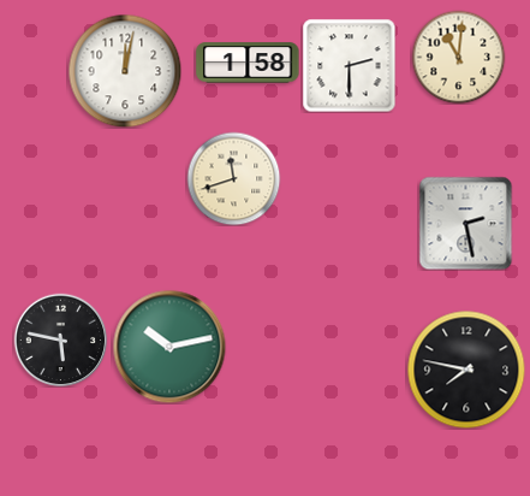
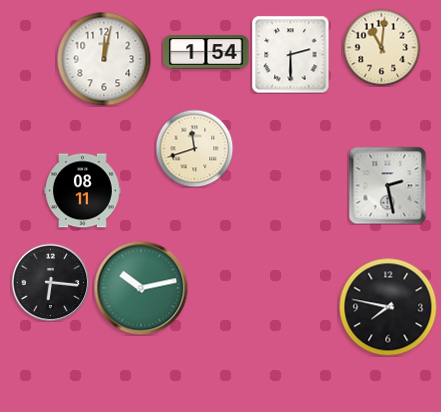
clock at (248, 63): 1:58 -> 1:54
clock at (83, 191): none -> 08:11
clock at (60, 339): 5:47 -> 6:16
